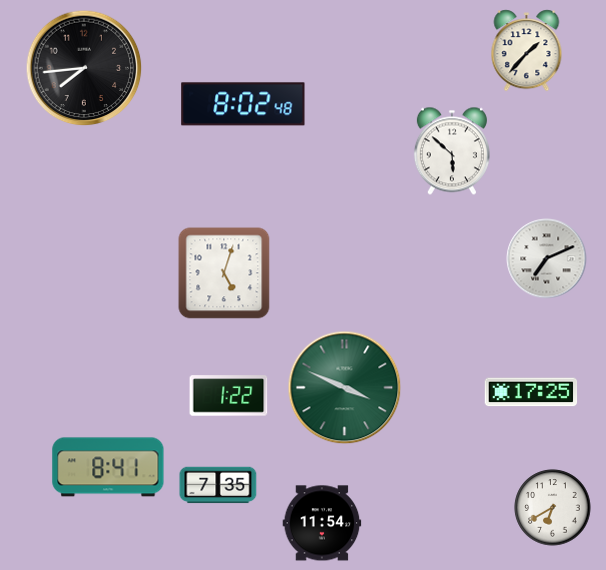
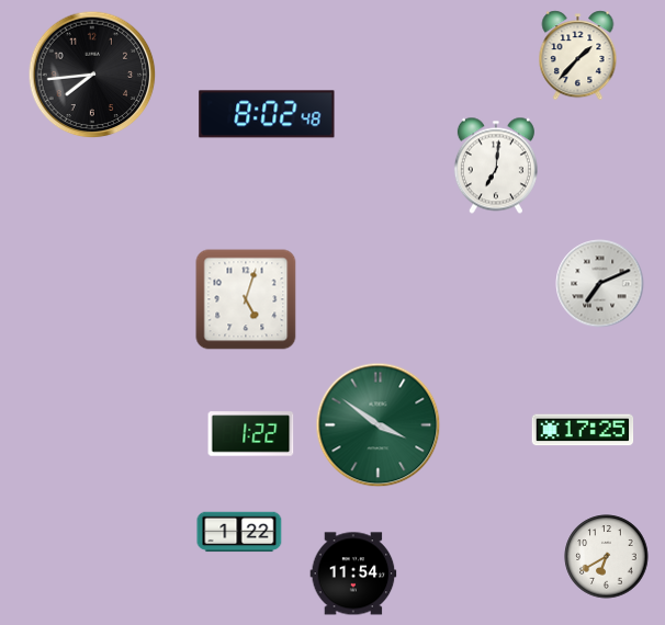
clock at (452, 151): 5:52 -> 7:01
clock at (345, 388): 3:49 -> 3:51
clock at (108, 467): 8:41 -> none
clock at (218, 485): 7:35 -> 1:22
